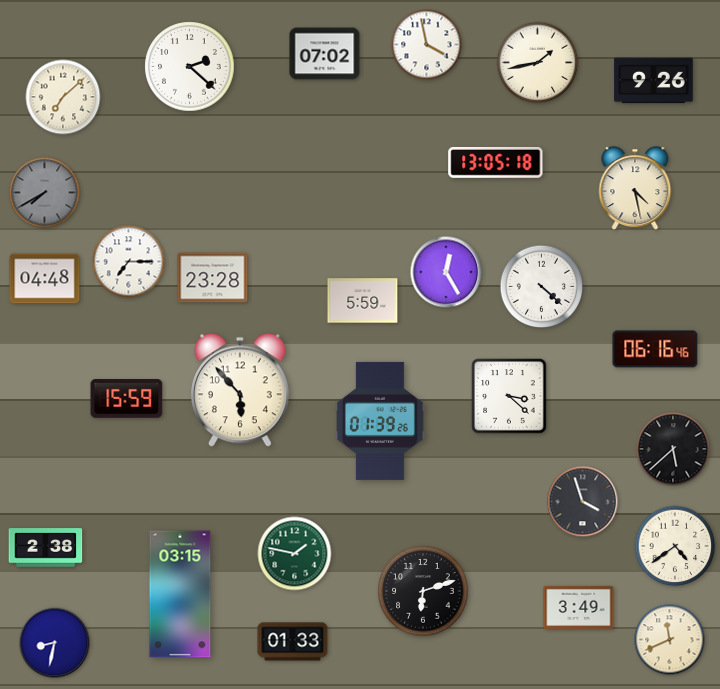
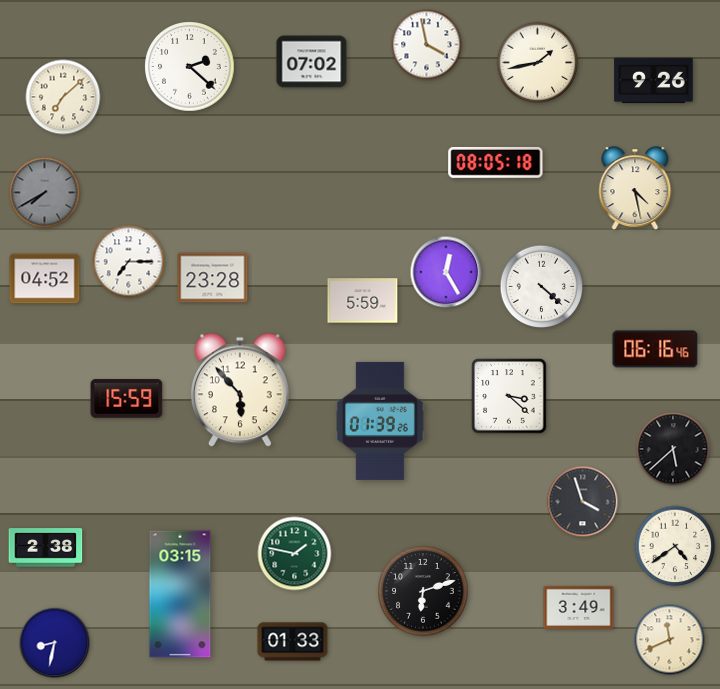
clock at (325, 54) position: (325, 54) -> (312, 62)
clock at (496, 162): 13:05 -> 08:05
clock at (45, 279): 04:48 -> 04:52
